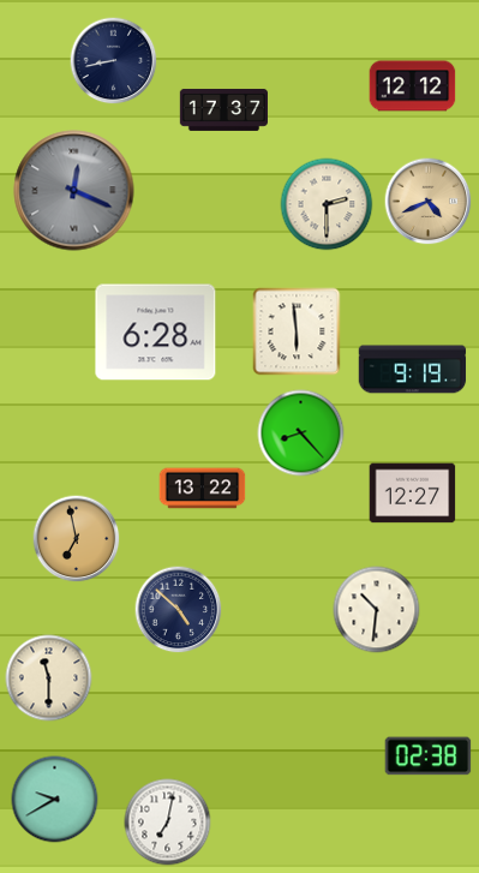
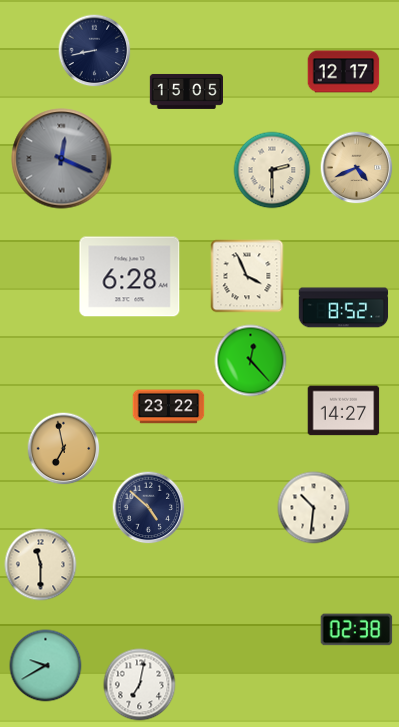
clock at (413, 86): 12:12 -> 12:17
clock at (223, 109): 17:37 -> 15:05
clock at (297, 331): 5:59 -> 3:56
clock at (413, 370): 9:19 -> 8:52
clock at (301, 433): 8:23 -> 12:23
clock at (203, 489): 13:22 -> 23:22
clock at (413, 494): 12:27 -> 14:27
